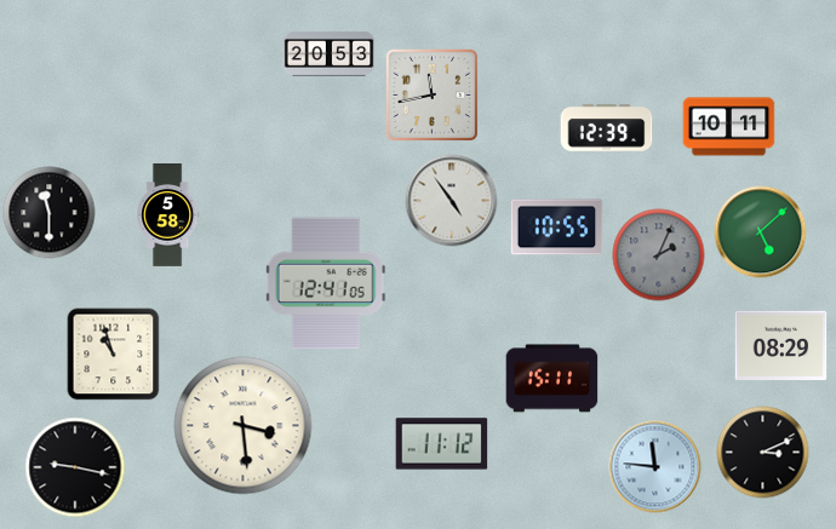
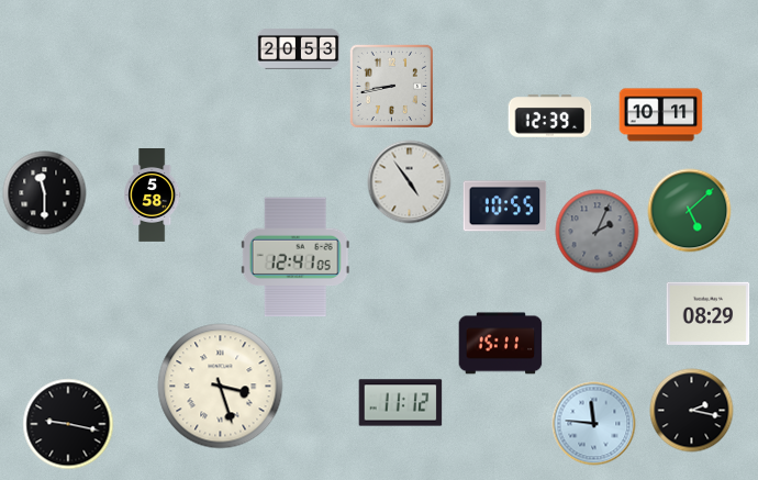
clock at (431, 94): 11:43 -> 8:43
clock at (114, 355): 10:57 -> none
clock at (244, 426): 3:29 -> 3:27
clock at (763, 453): 3:11 -> 2:17
